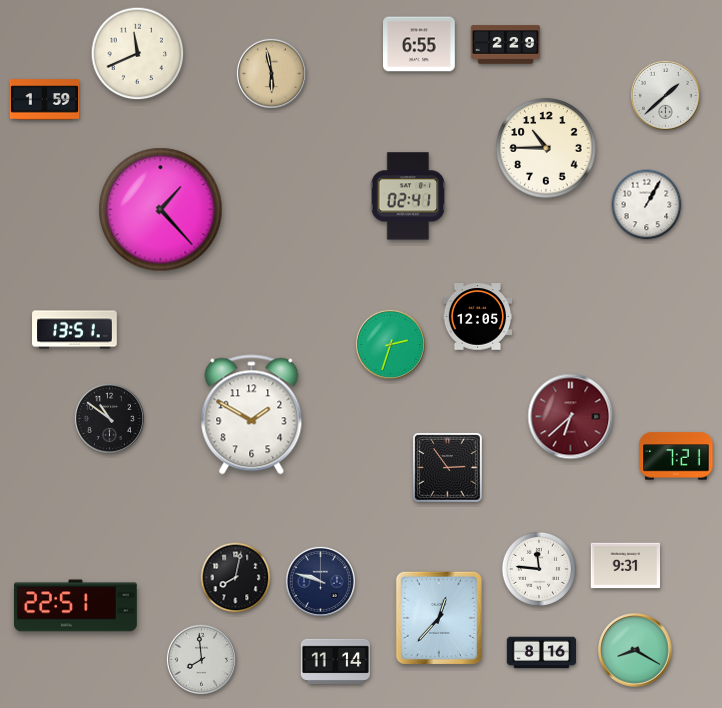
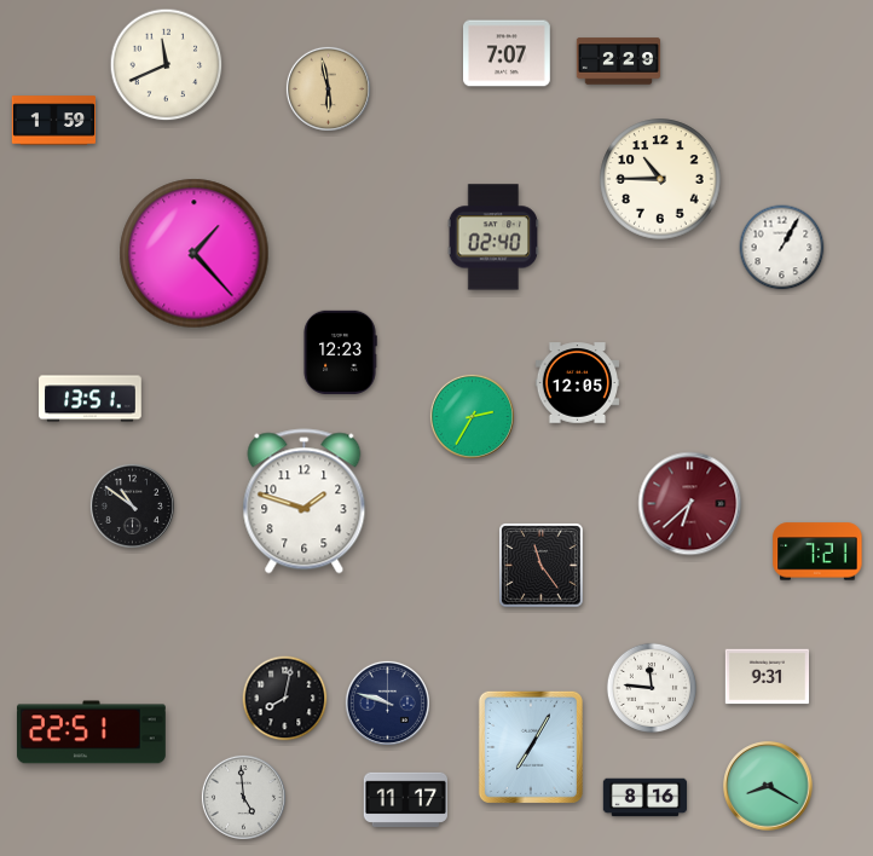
clock at (420, 44): 6:55 -> 7:07
clock at (506, 45) position: (506, 45) -> (619, 62)
clock at (665, 95): 1:38 -> none
clock at (408, 196): 02:41 -> 02:40
clock at (340, 353): none -> 12:23
clock at (390, 344): 2:33 -> 2:35
clock at (252, 415): 1:50 -> 1:48
clock at (448, 468): 2:54 -> 11:24
clock at (626, 566) position: (626, 566) -> (768, 677)
clock at (439, 618): 12:37 -> 7:05
clock at (542, 653) position: (542, 653) -> (646, 798)
clock at (201, 659): 7:59 -> 4:59
clock at (335, 661): 11:14 -> 11:17
